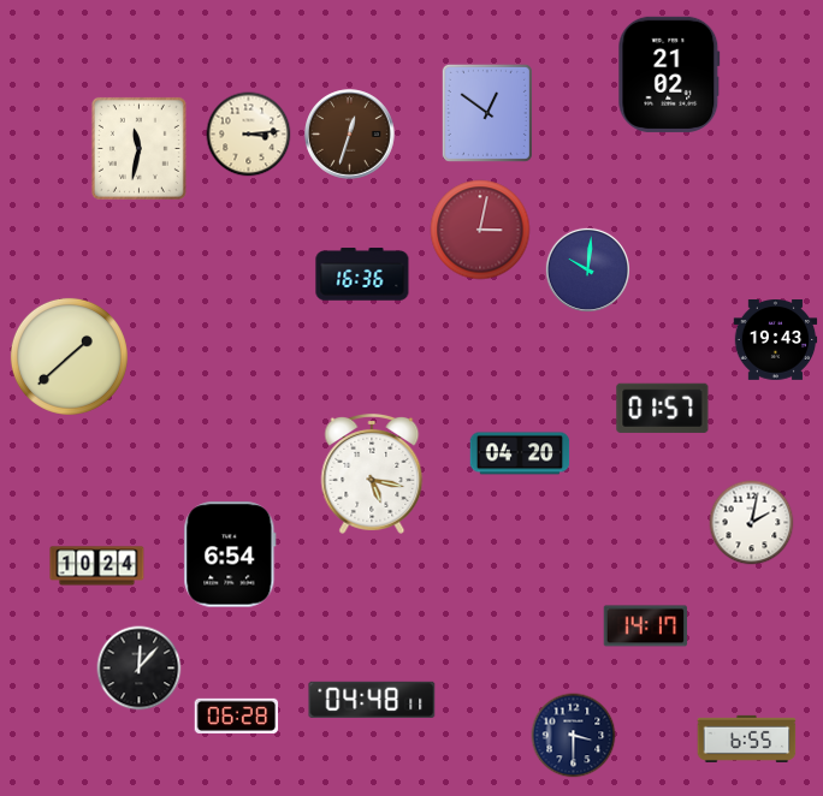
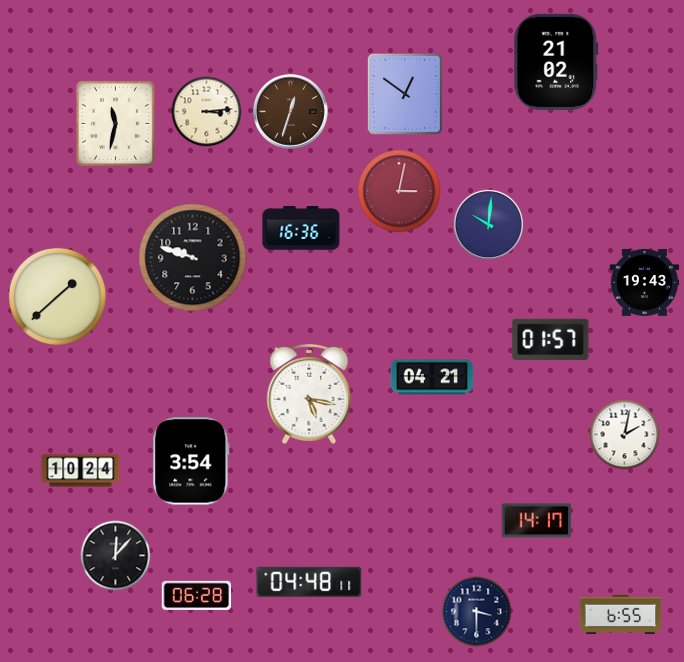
clock at (193, 258): none -> 9:48
clock at (520, 453): 04:20 -> 04:21
clock at (230, 554): 6:54 -> 3:54
